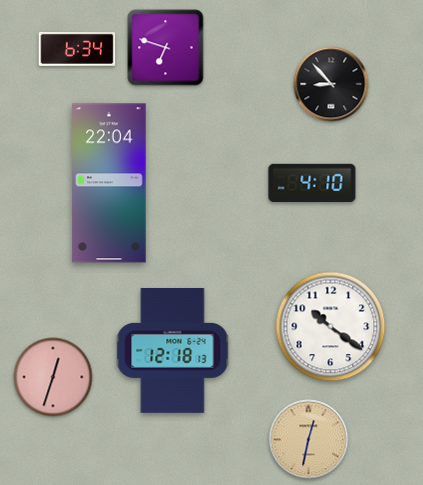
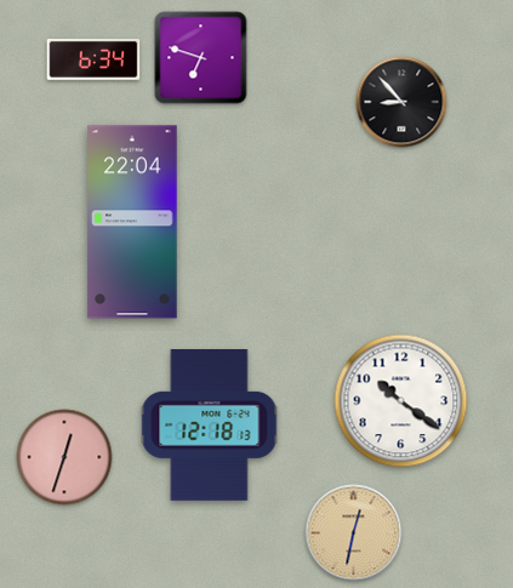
clock at (312, 182): 4:10 -> none
clock at (331, 327) position: (331, 327) -> (401, 401)
clock at (309, 440) position: (309, 440) -> (354, 533)
